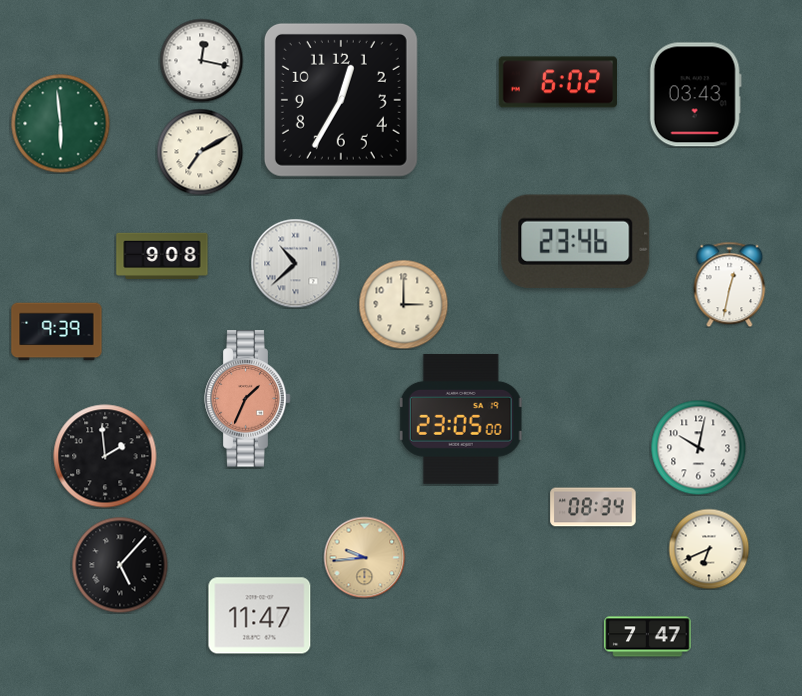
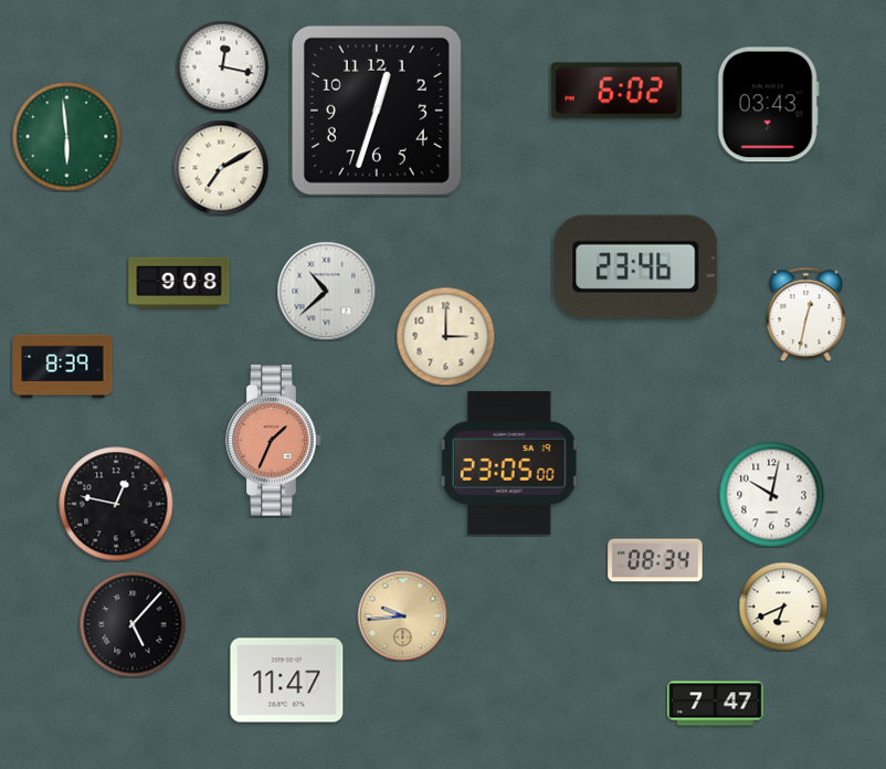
clock at (341, 100): 12:35 -> 12:33
clock at (57, 332): 9:39 -> 8:39
clock at (105, 456): 1:59 -> 12:47
